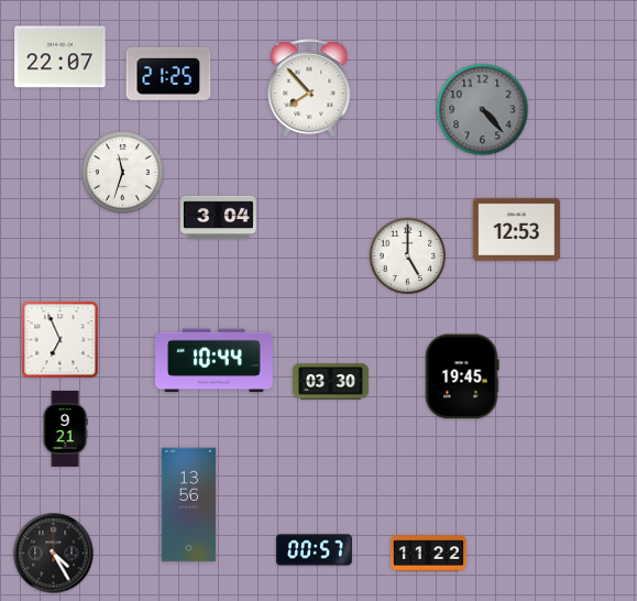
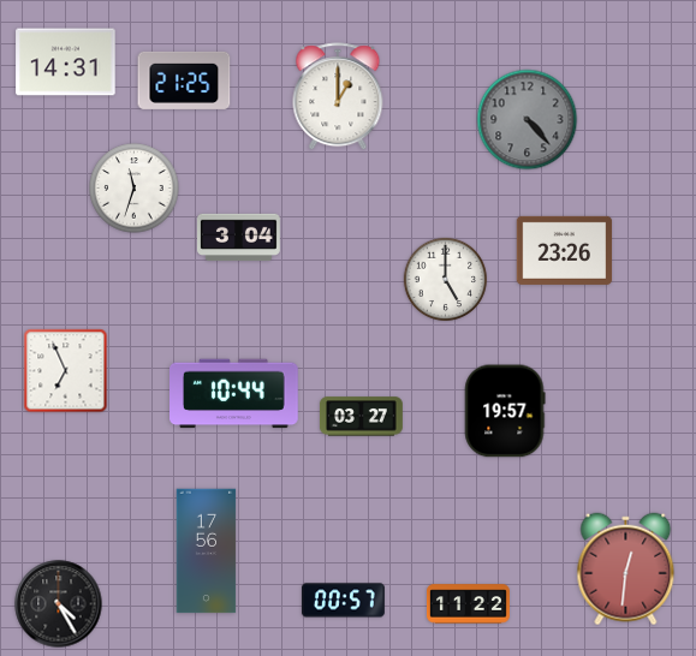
clock at (61, 57): 22:07 -> 14:31
clock at (309, 89): 7:53 -> 1:00
clock at (517, 229): 12:53 -> 23:26
clock at (462, 376): 19:45 -> 19:57
clock at (330, 382): 03:30 -> 03:27
clock at (65, 428): 9:21 -> none
clock at (189, 505): 13:56 -> 17:56
clock at (626, 569): none -> 12:31
